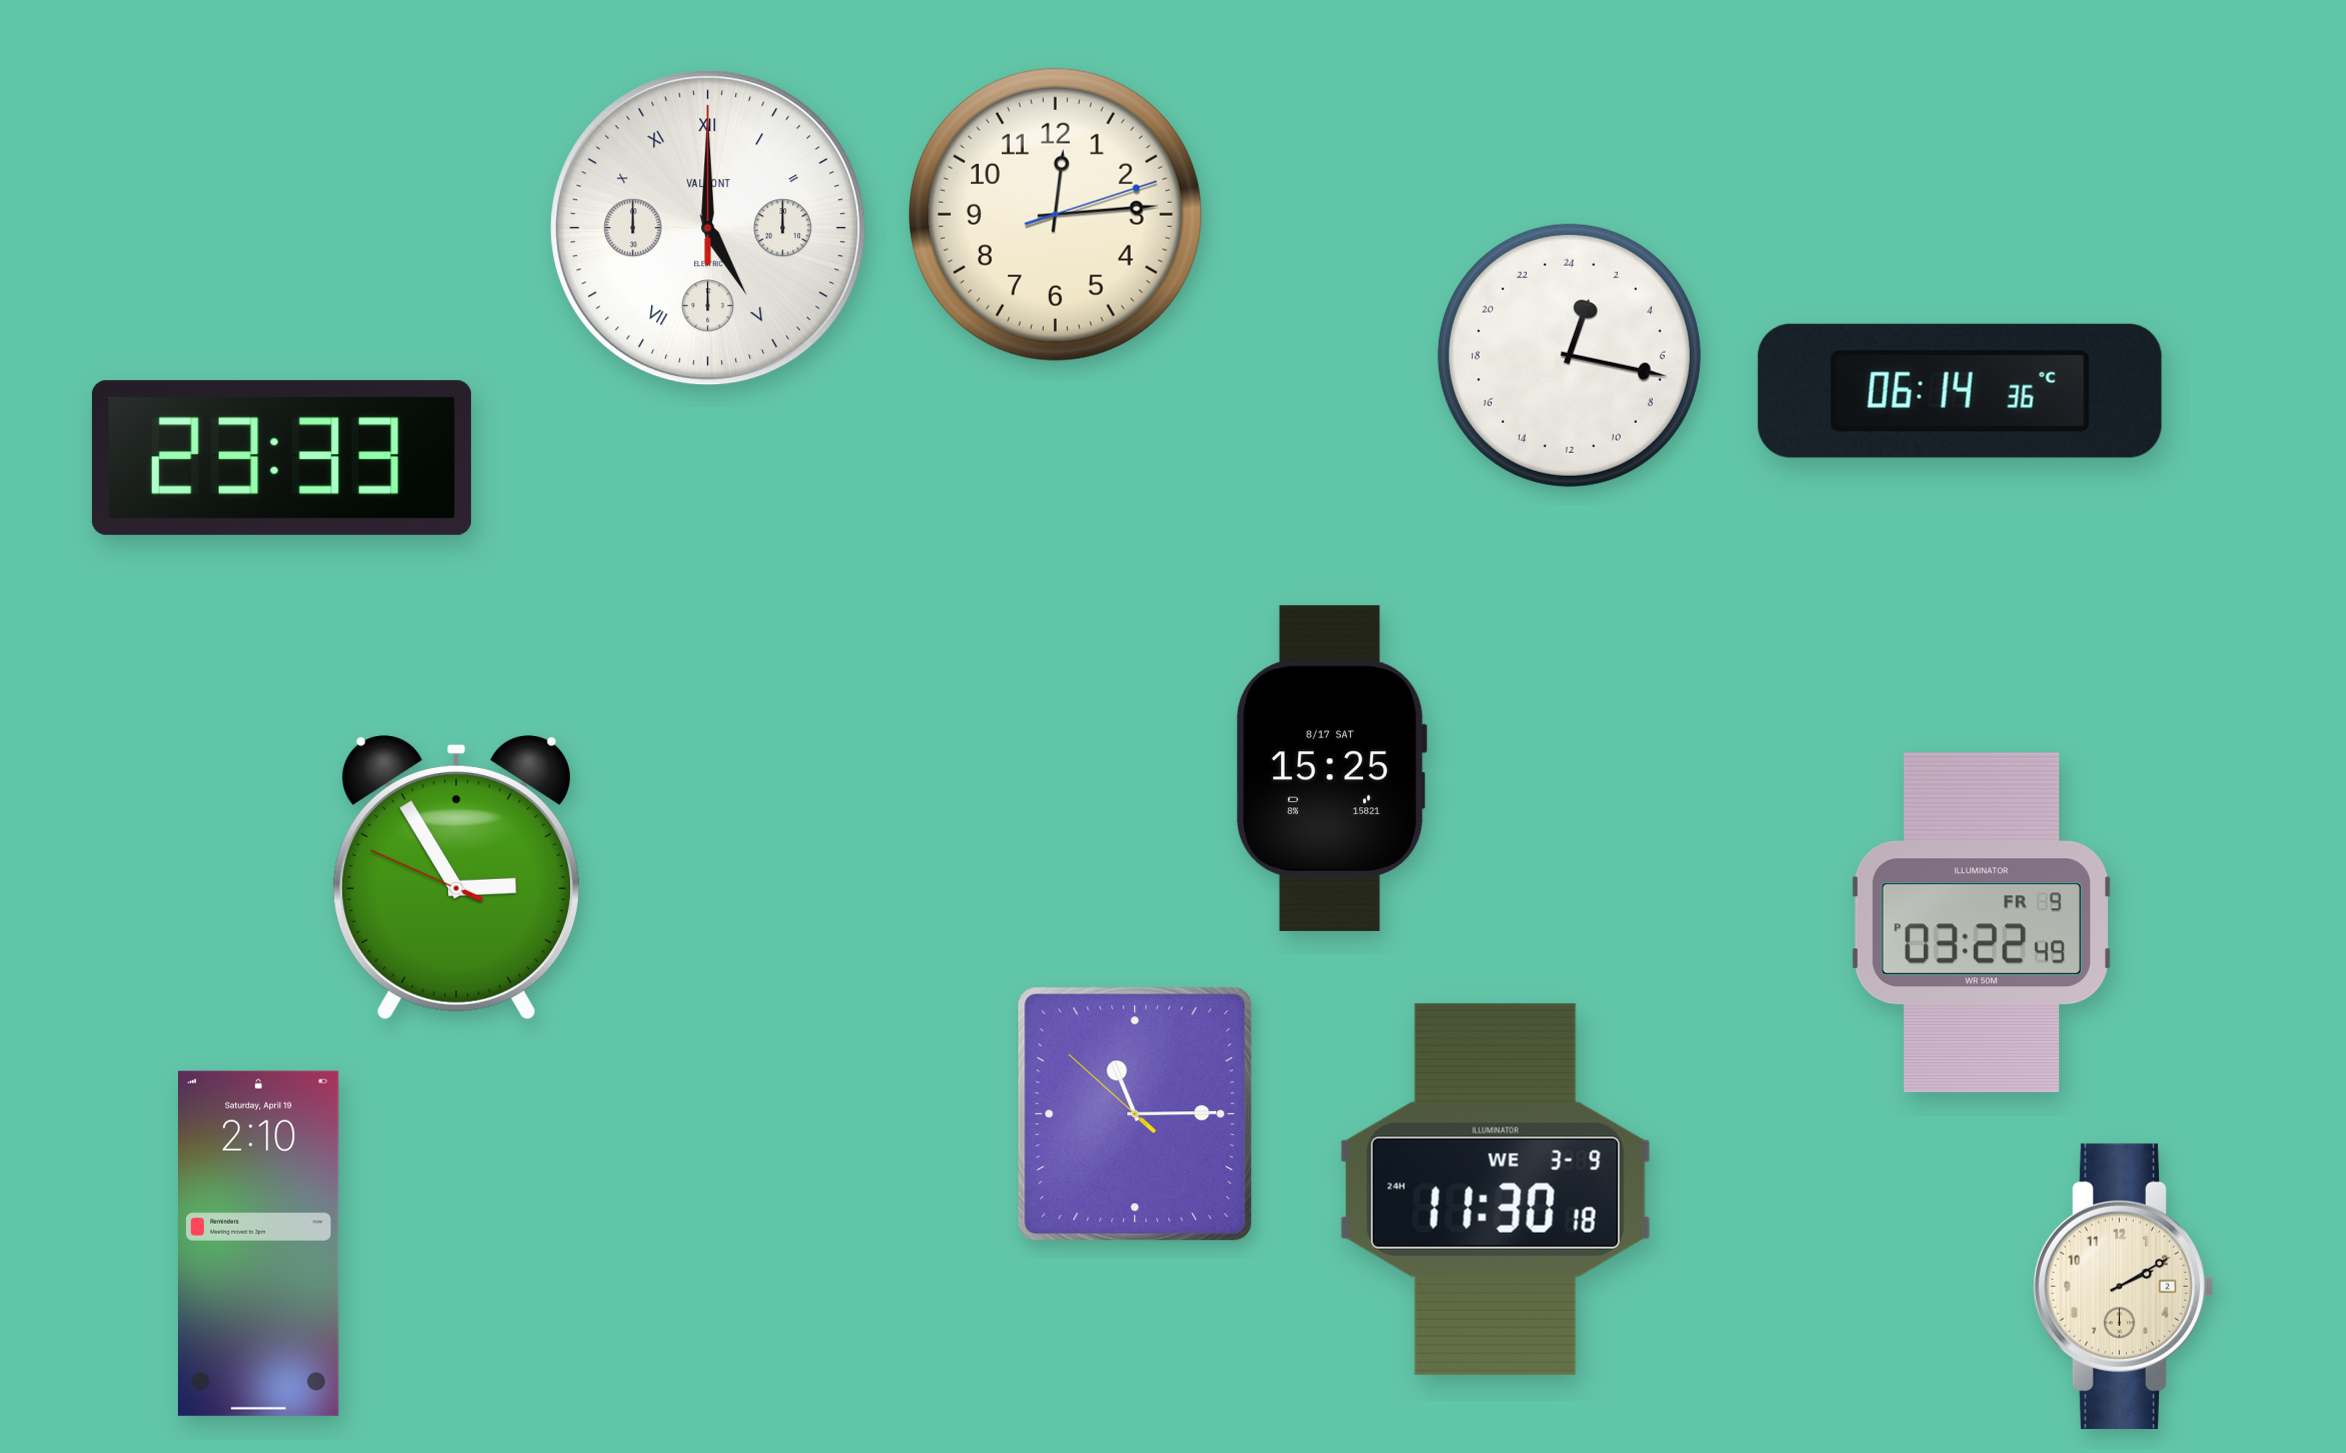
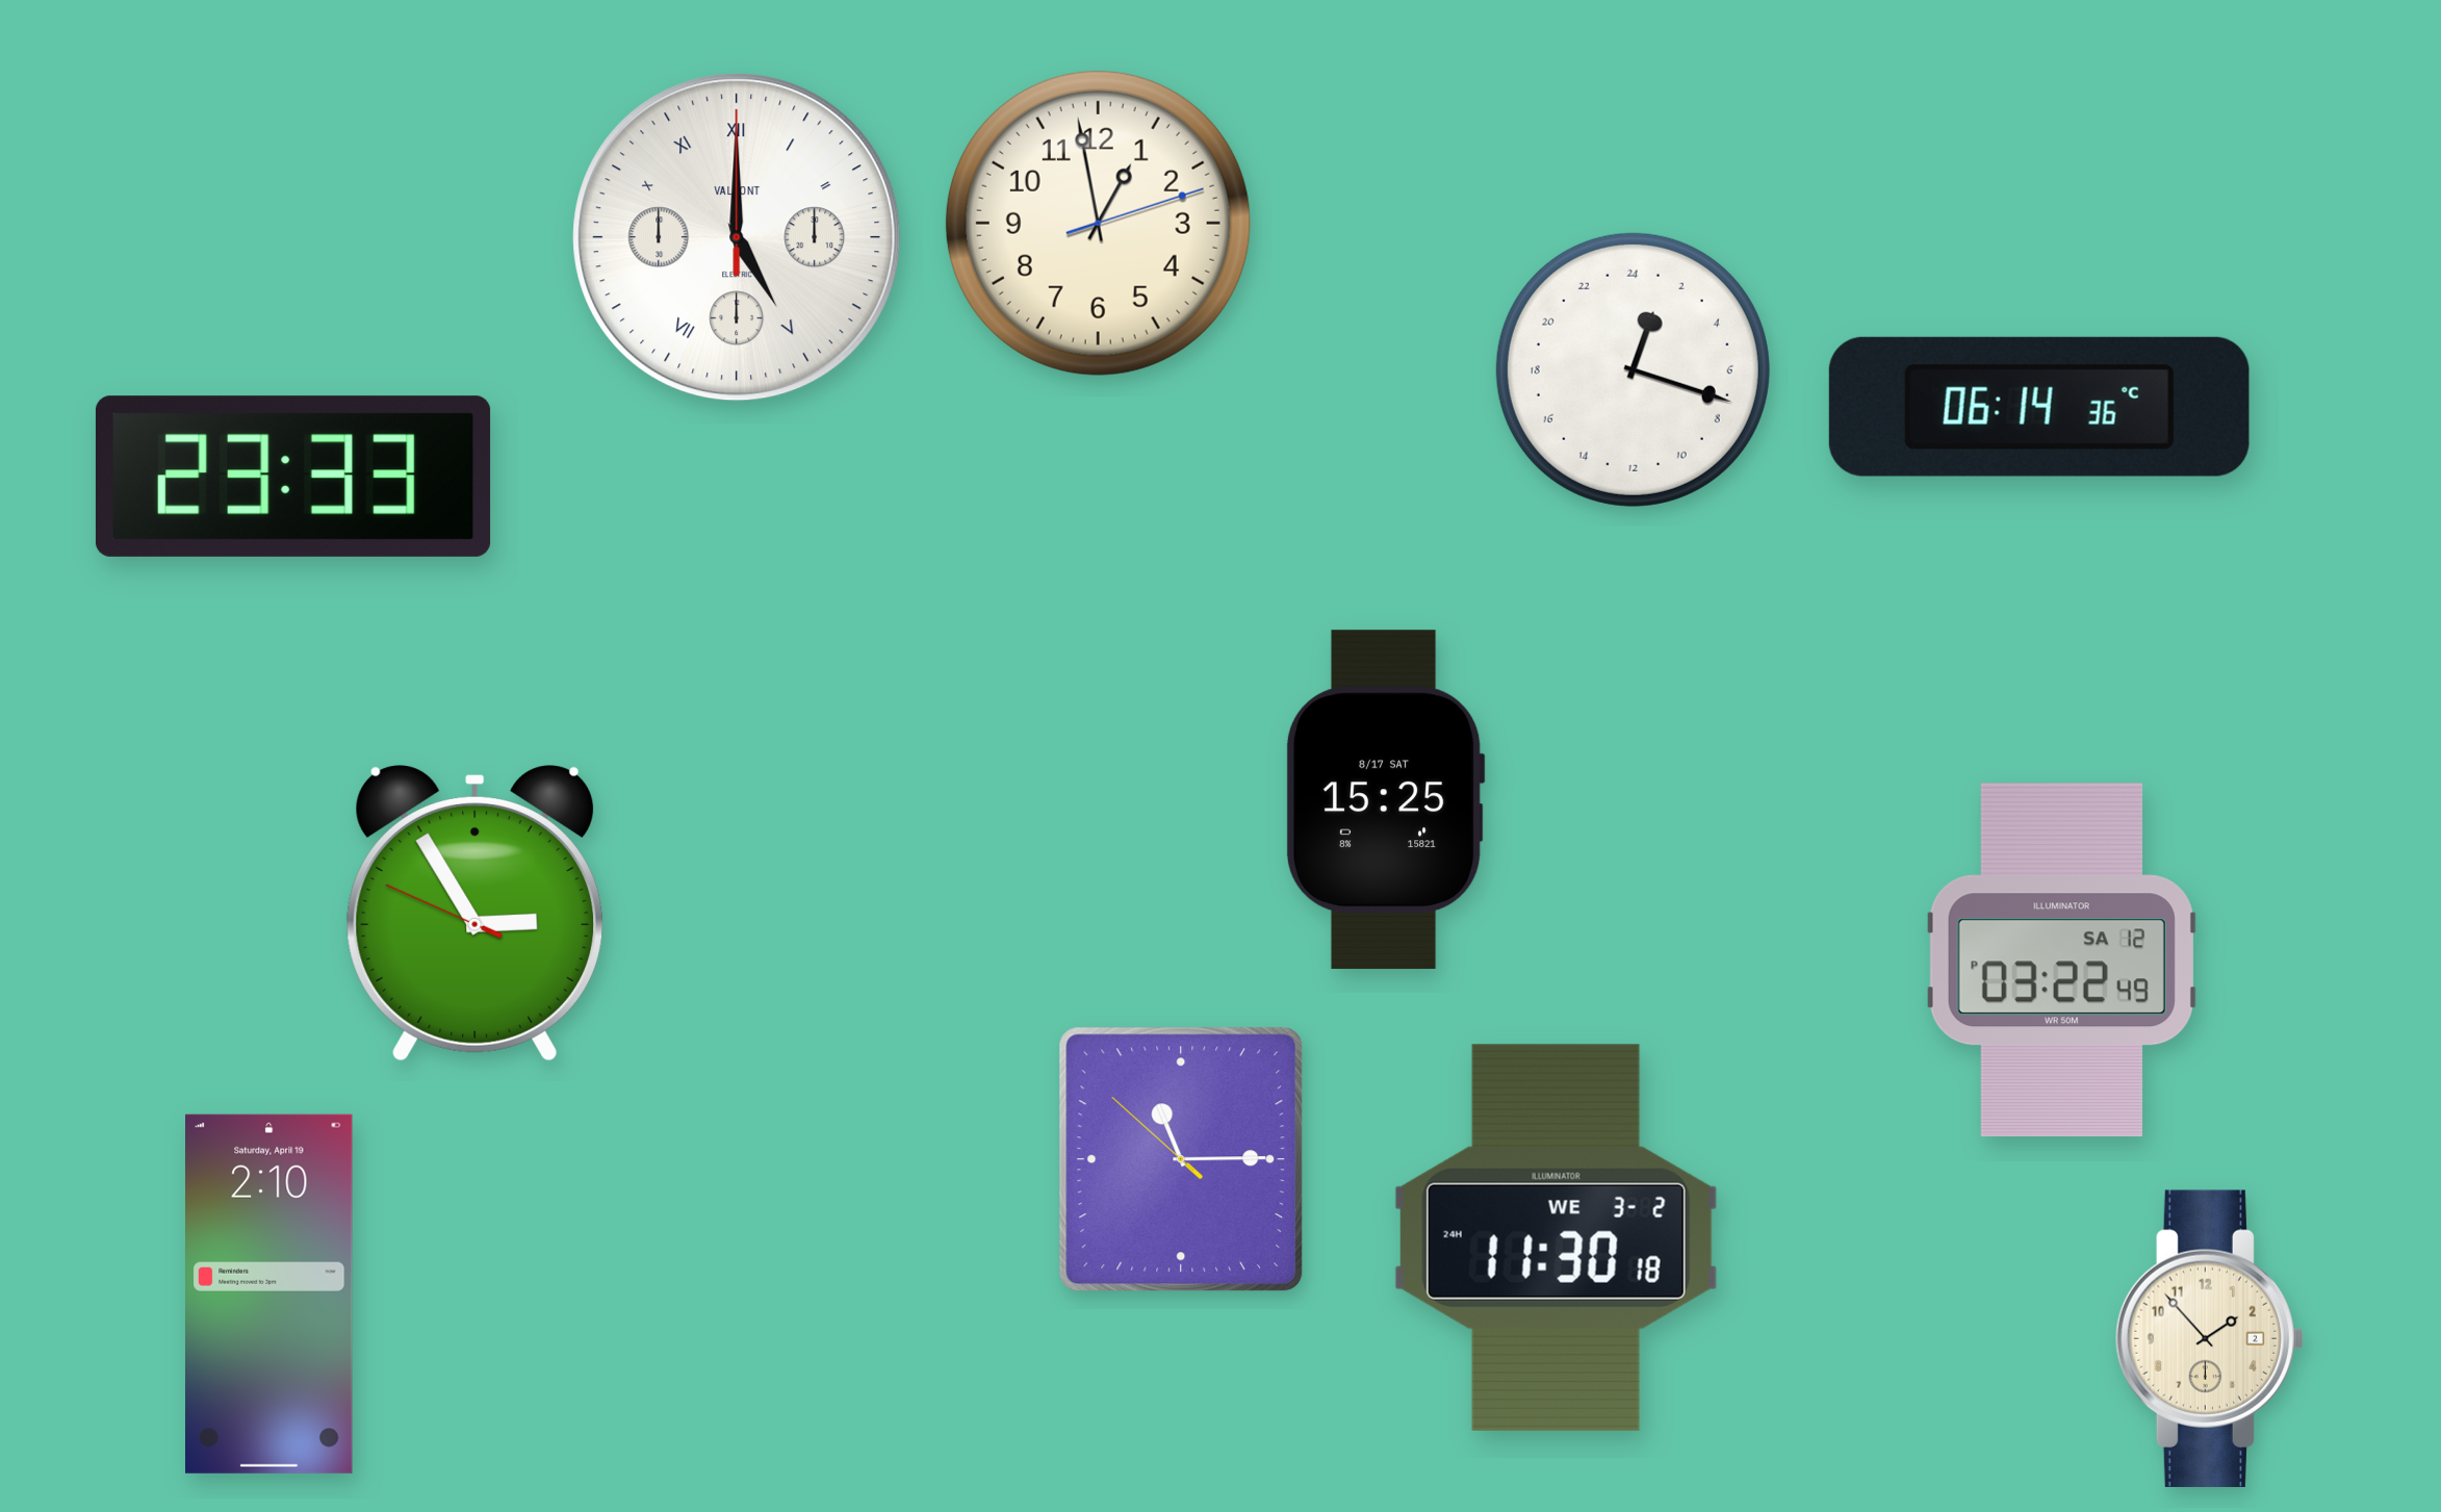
clock at (1055, 214): 12:14 -> 12:58
clock at (1569, 355): 1:17 -> 1:18
clock at (1981, 923) date: FR 9 -> SA 12
clock at (1495, 1189) date: WE 3-9 -> WE 3-2
clock at (2123, 1286): 2:10 -> 1:53
